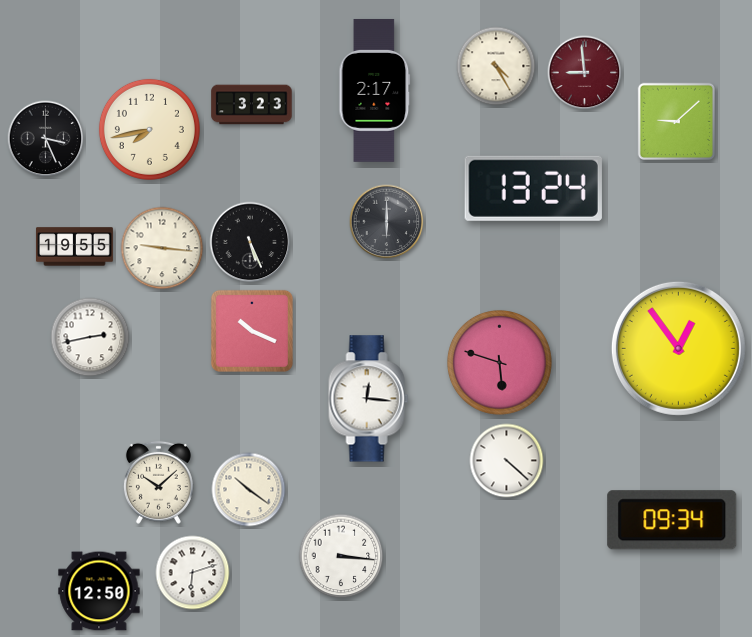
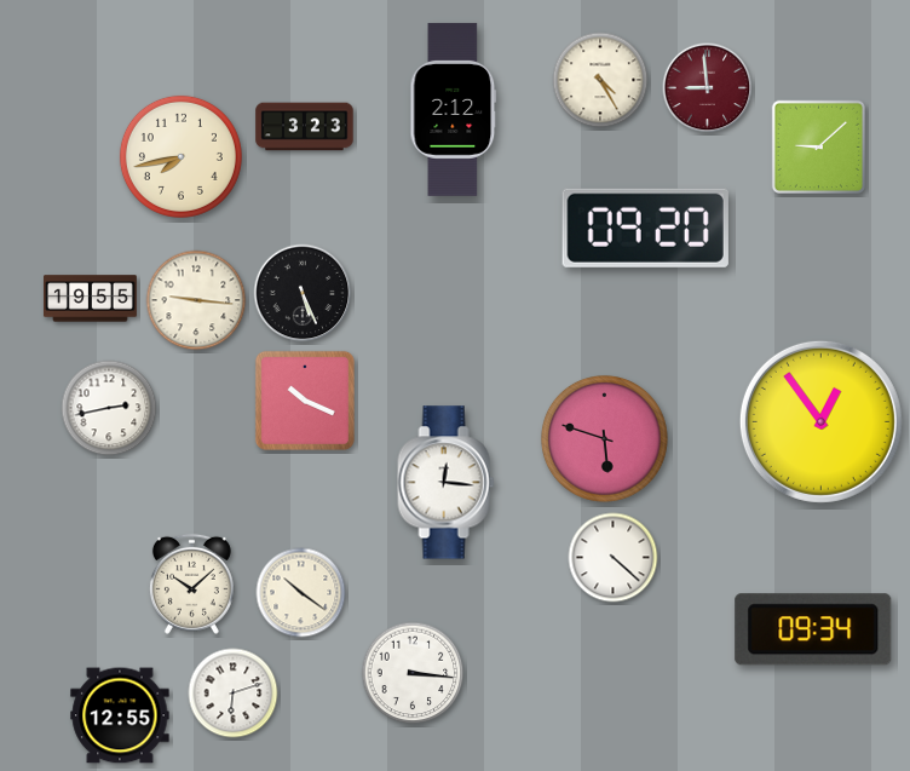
clock at (375, 90): 2:17 -> 2:12
clock at (46, 139): 3:26 -> none
clock at (533, 188): 13:24 -> 09:20
clock at (387, 222): 6:00 -> none
clock at (99, 591): 12:50 -> 12:55
